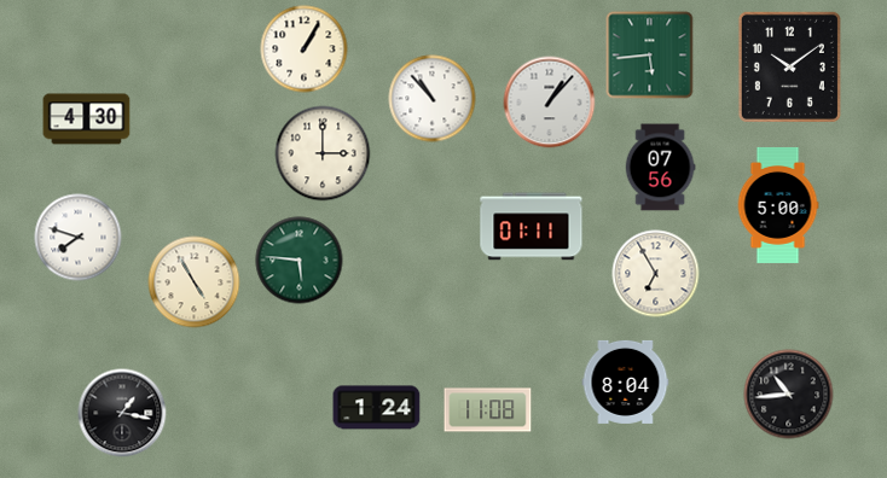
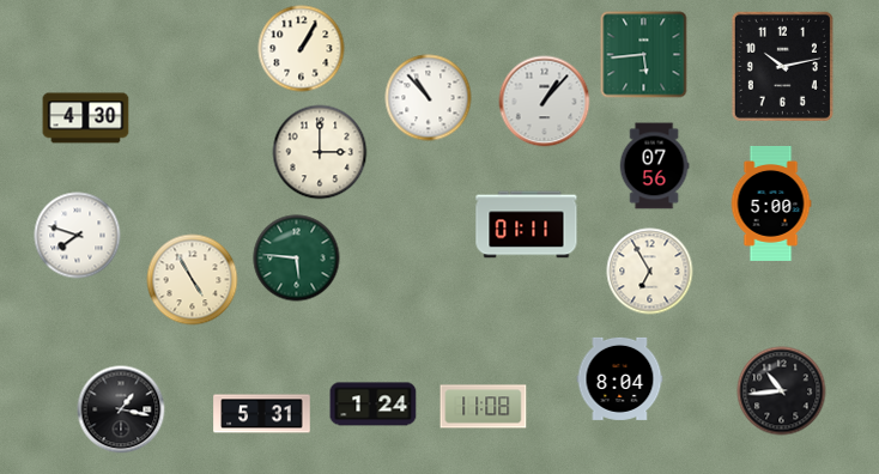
clock at (789, 66): 10:09 -> 10:13
clock at (262, 414): none -> 5:31
